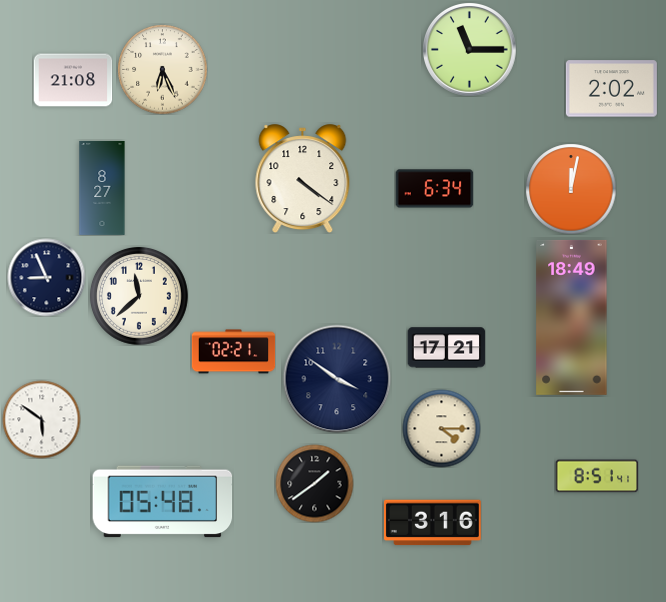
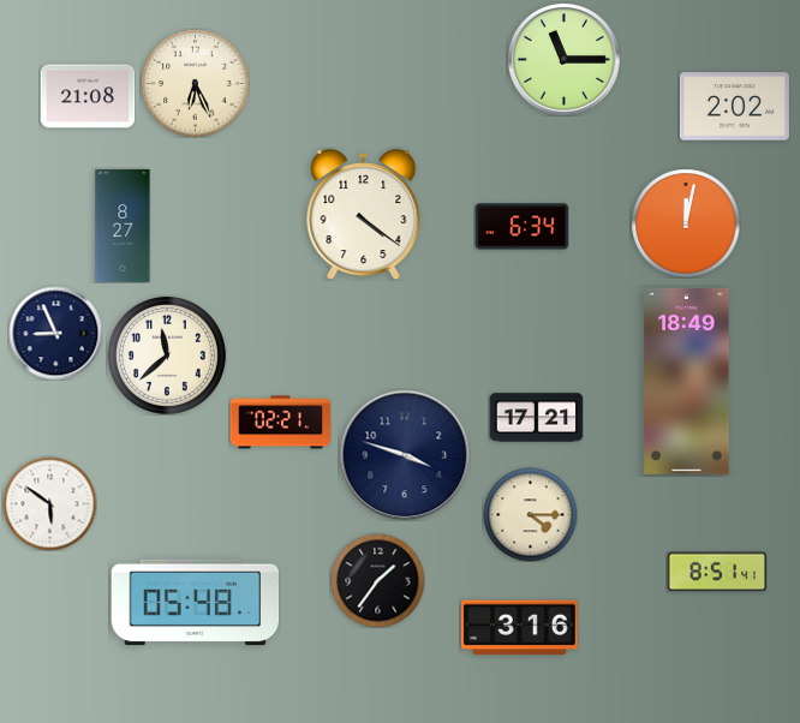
clock at (571, 189) position: (571, 189) -> (686, 223)
clock at (337, 379): 3:51 -> 3:48
clock at (314, 483): 1:39 -> 1:36
